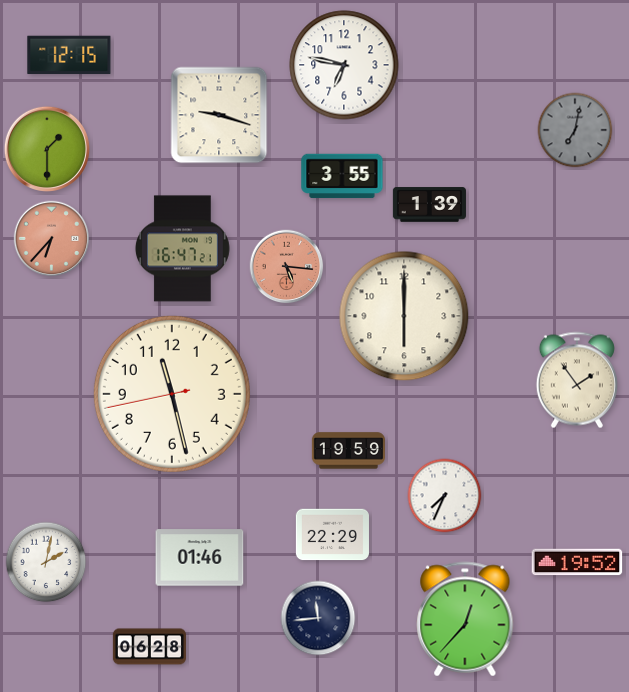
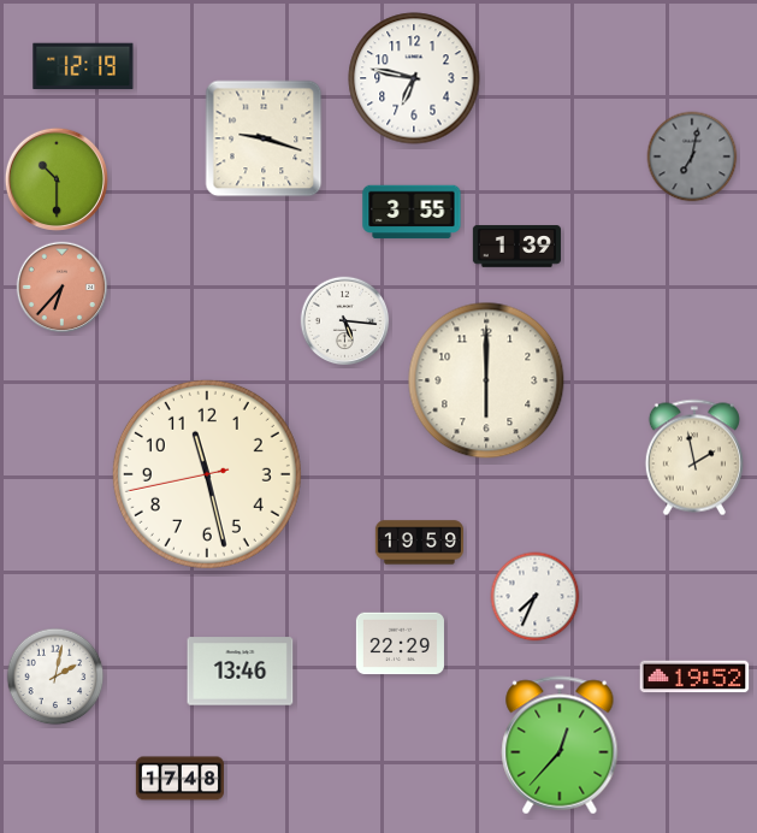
clock at (69, 55): 12:15 -> 12:19
clock at (47, 149): 1:30 -> 10:30
clock at (182, 249): 16:47 -> none
clock at (287, 267) dial: salmon -> white
clock at (577, 380): 1:54 -> 1:58
clock at (200, 558): 01:46 -> 13:46
clock at (318, 618): 11:44 -> none
clock at (149, 647): 06:28 -> 17:48
